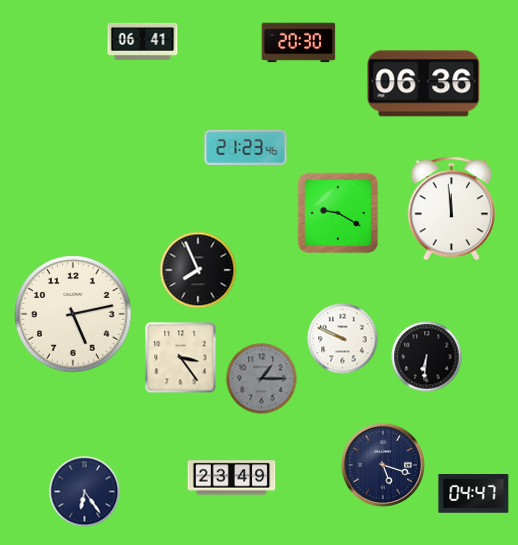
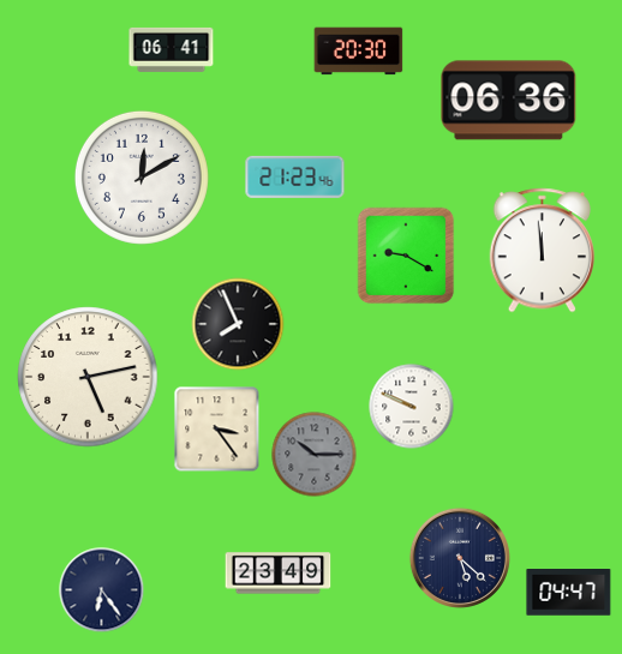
clock at (142, 178): none -> 12:10
clock at (427, 357): 6:31 -> none
clock at (262, 379): 1:15 -> 10:15
clock at (383, 465): 5:18 -> 5:22
